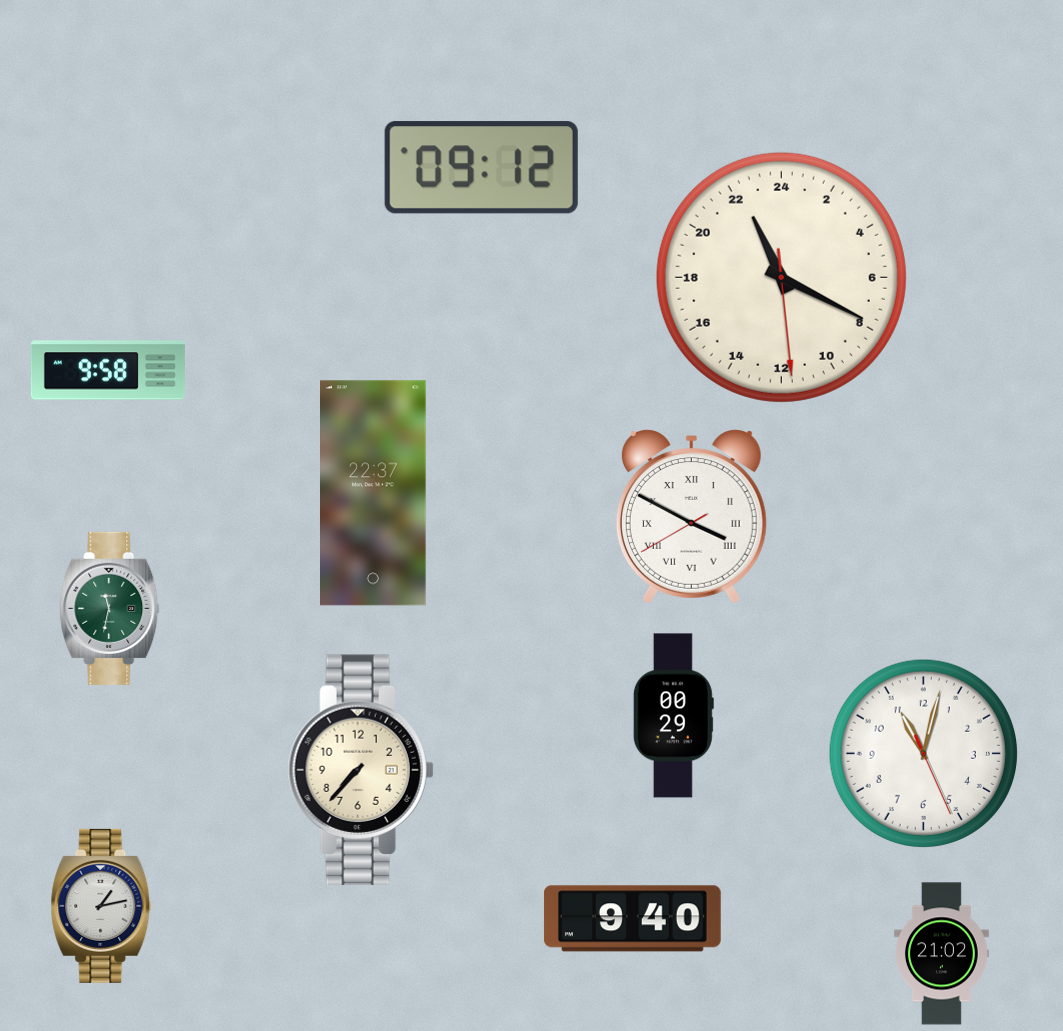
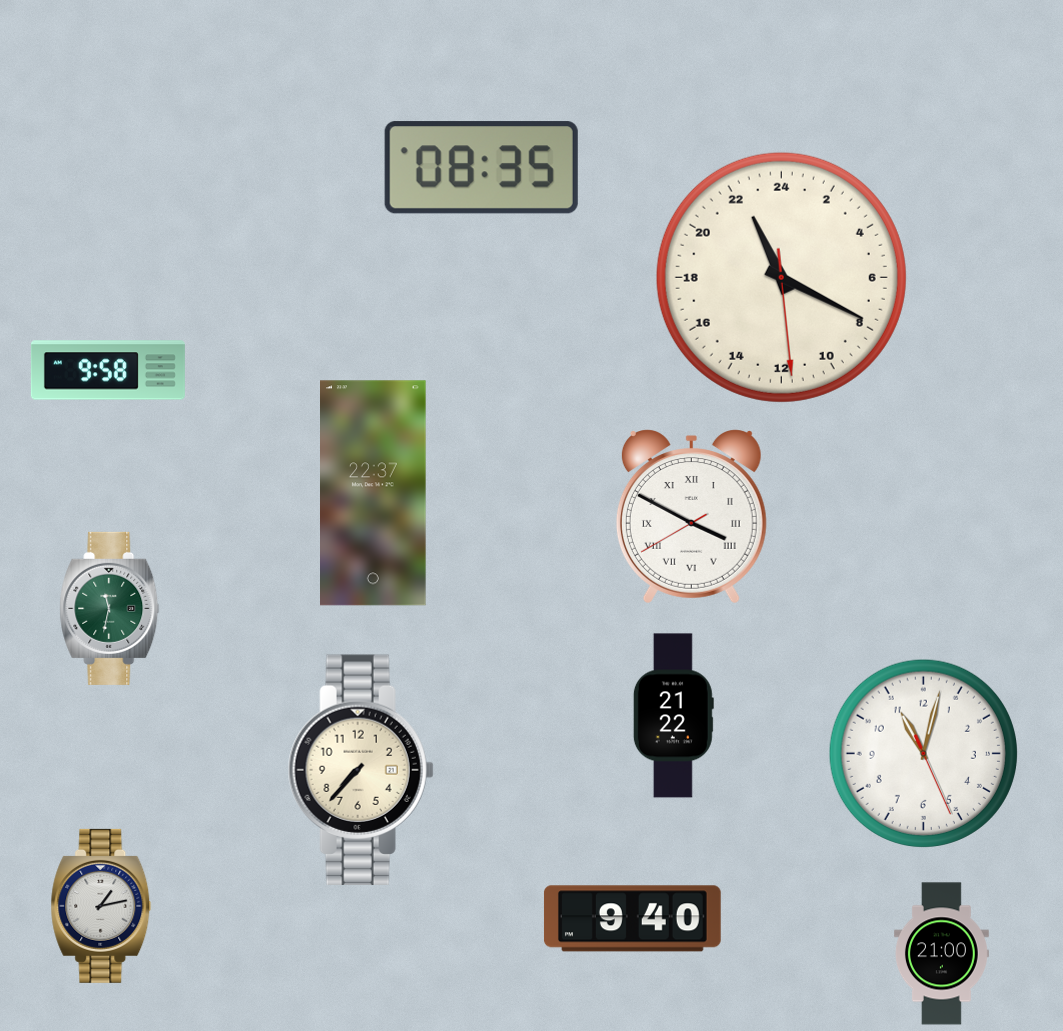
clock at (481, 168): 09:12 -> 08:35
clock at (673, 716): 00:29 -> 21:22
clock at (941, 954): 21:02 -> 21:00
